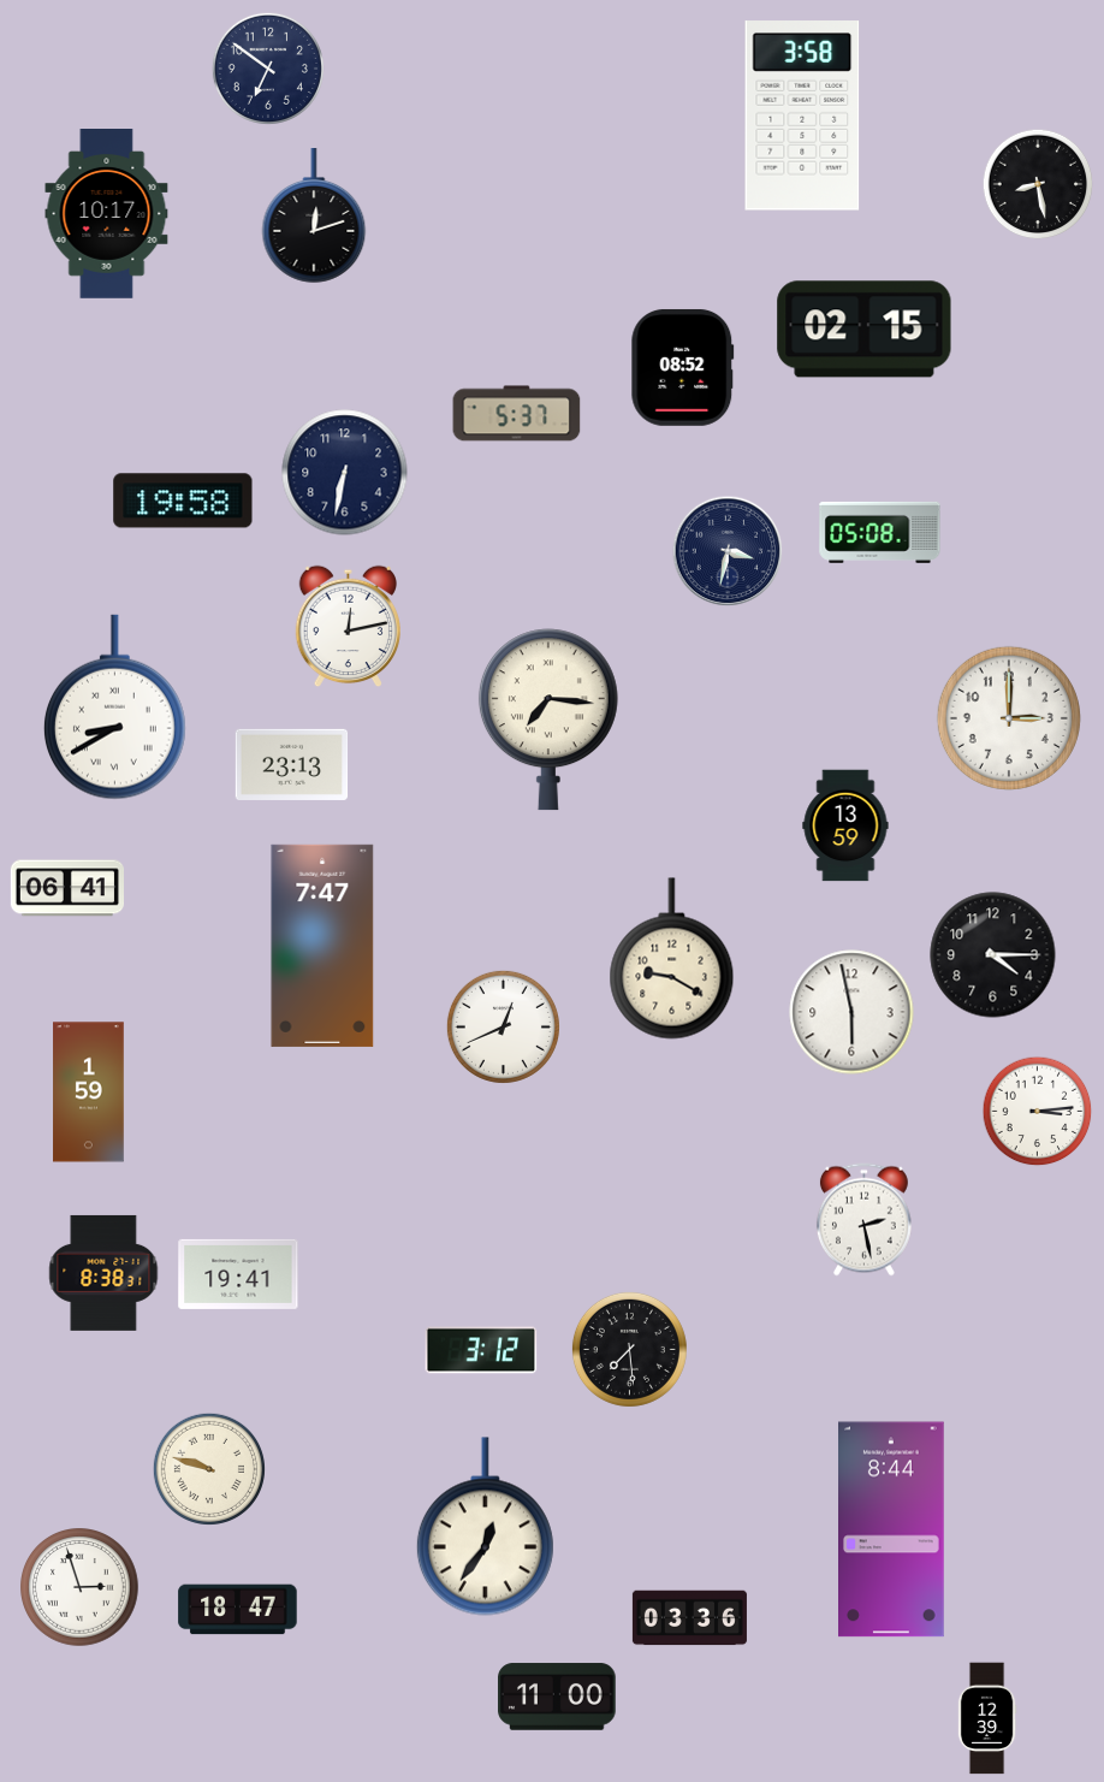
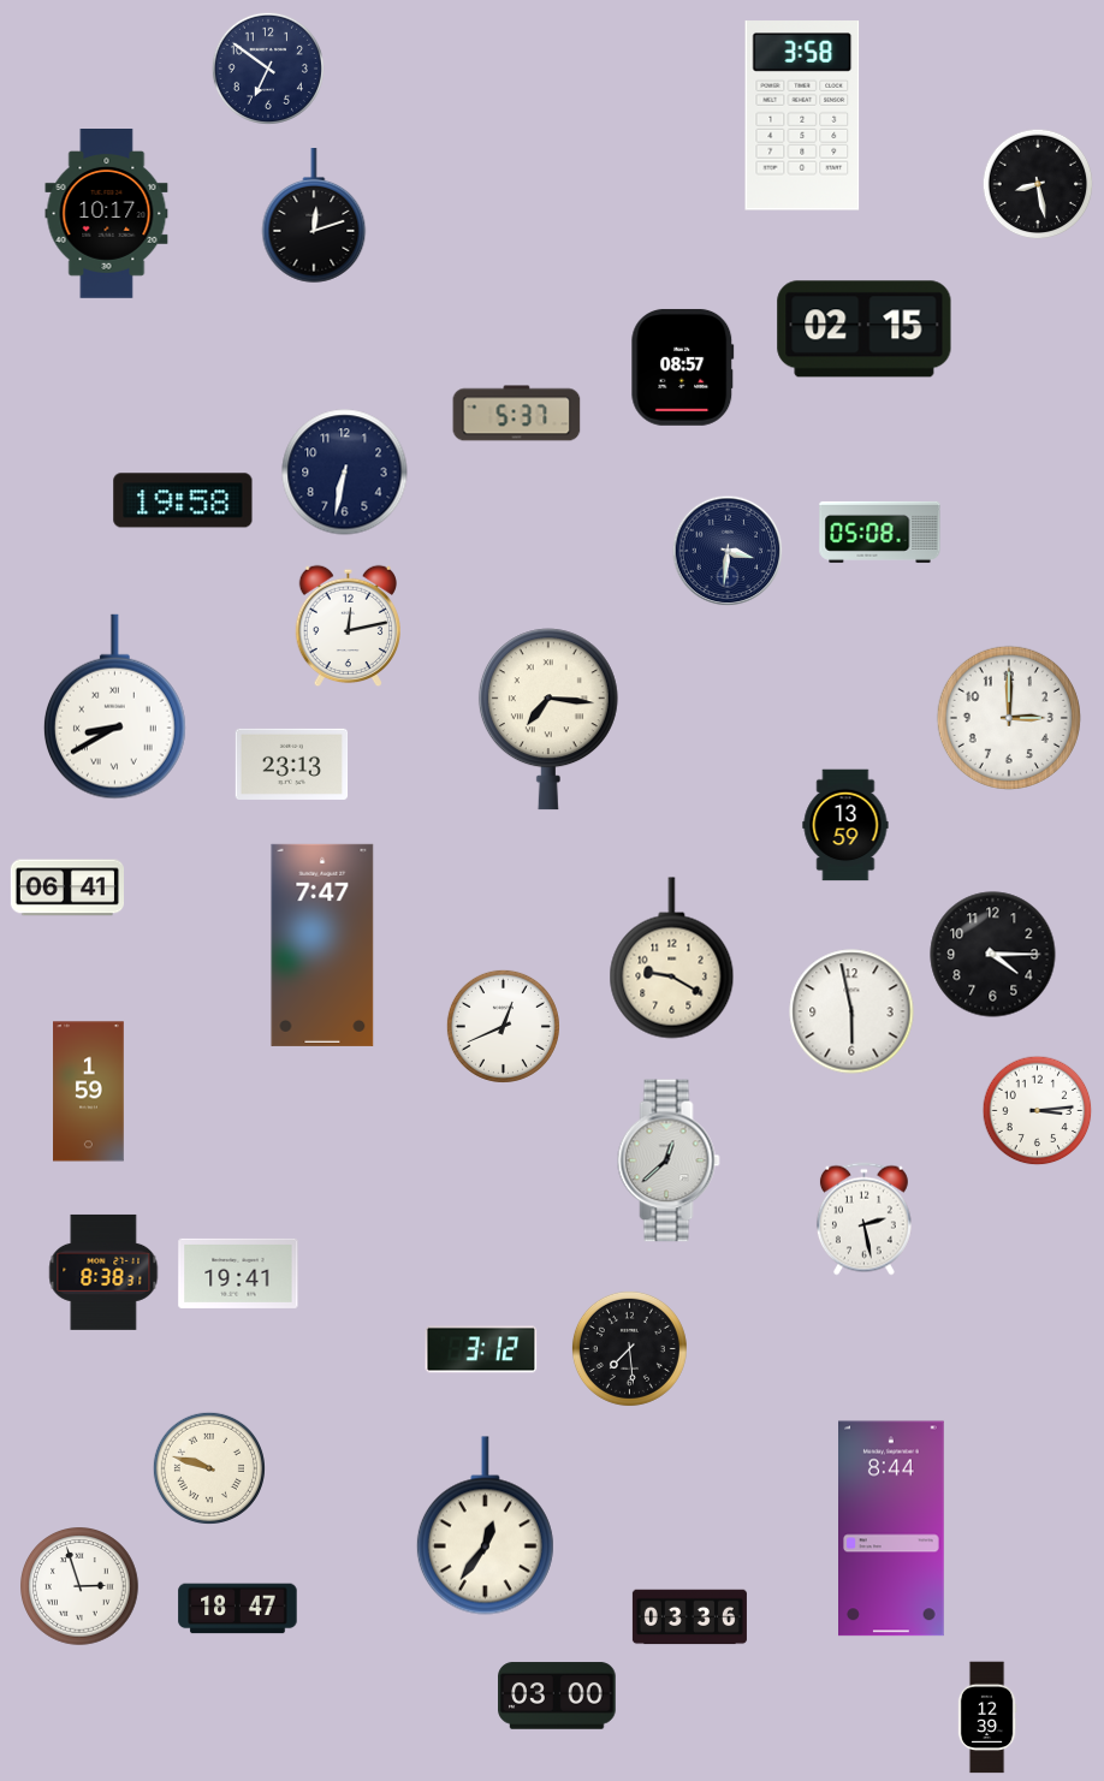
clock at (683, 367): 08:52 -> 08:57
clock at (728, 551): 3:32 -> 3:31
clock at (669, 1160): none -> 12:38
clock at (557, 1697): 11:00 -> 03:00
